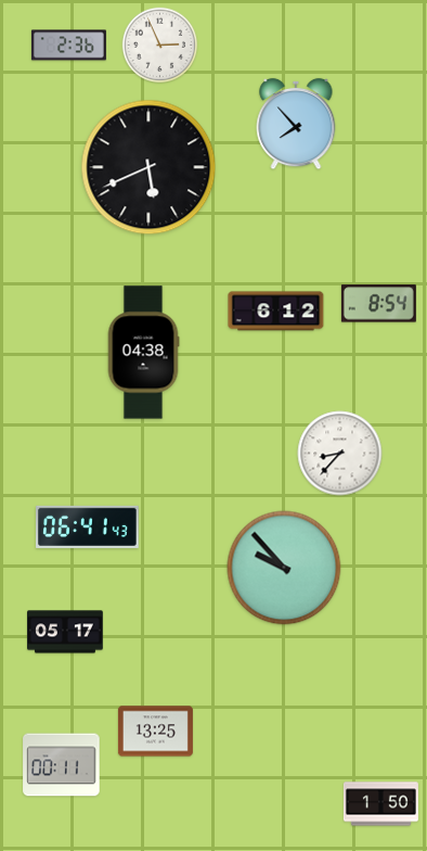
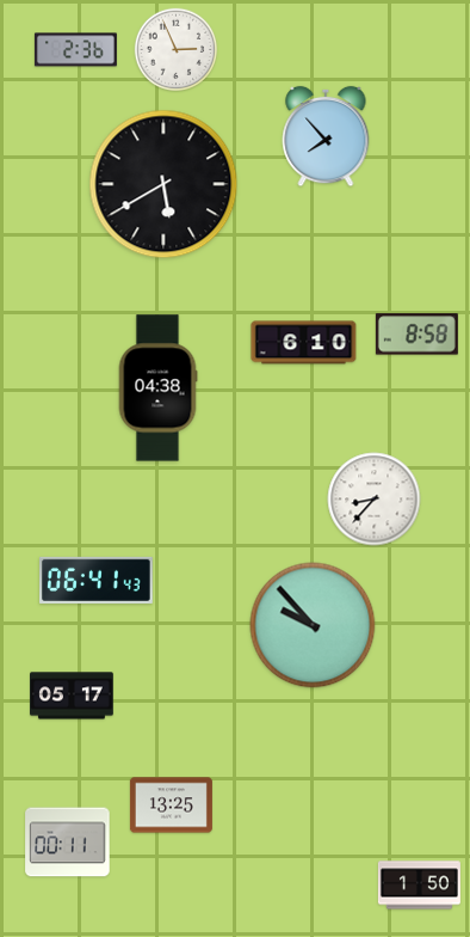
clock at (148, 167): 5:41 -> 5:40
clock at (378, 304): 8:54 -> 8:58
clock at (276, 312): 6:12 -> 6:10
